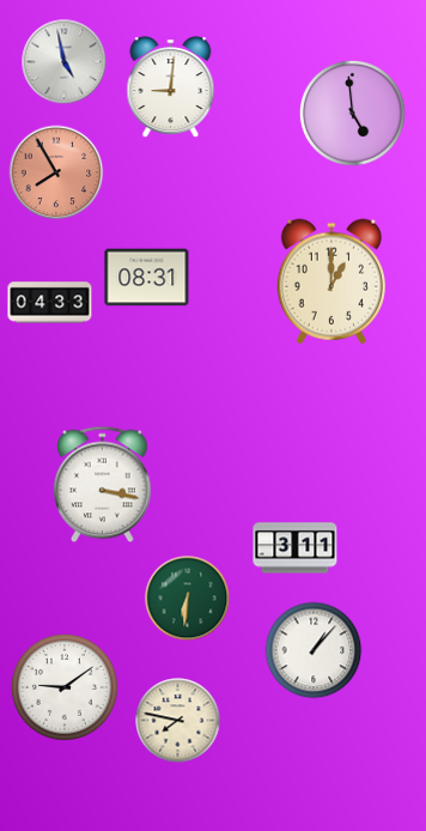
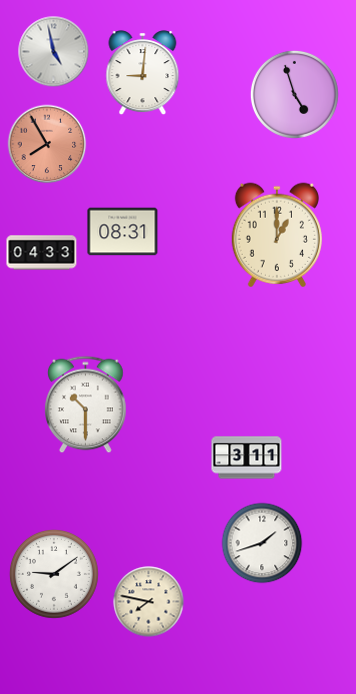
clock at (352, 113): 4:59 -> 4:57
clock at (103, 485): 3:17 -> 10:30
clock at (188, 599): 6:31 -> none
clock at (314, 650): 1:07 -> 1:42
